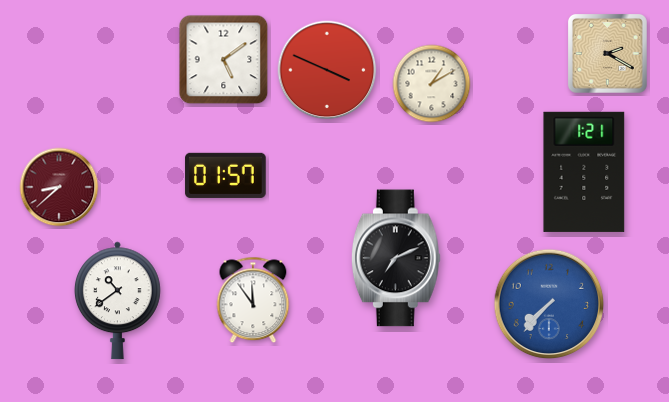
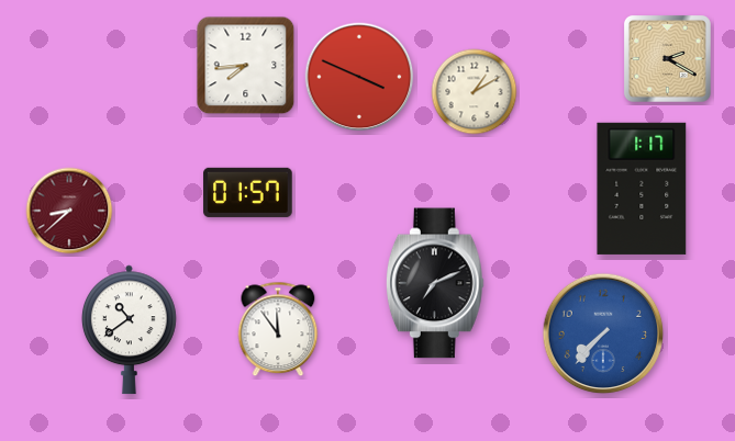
clock at (224, 60): 5:09 -> 7:44
clock at (584, 172): 1:21 -> 1:17
clock at (59, 187) position: (59, 187) -> (69, 211)
